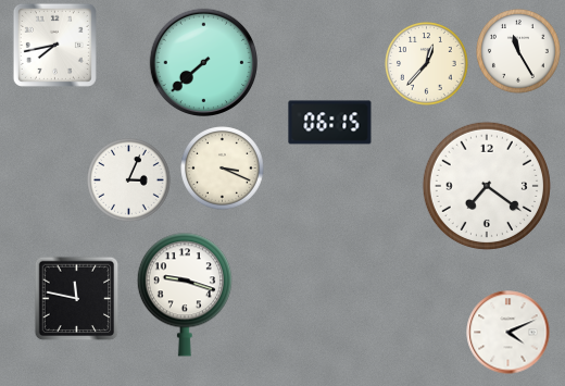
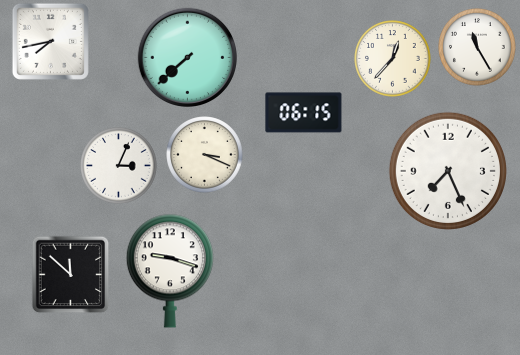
clock at (487, 186): 7:21 -> 7:26
clock at (76, 298): 11:47 -> 11:52
clock at (508, 333): 4:11 -> none
